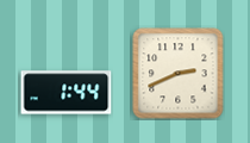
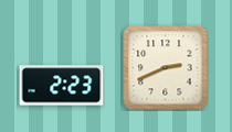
clock at (67, 93): 1:44 -> 2:23
